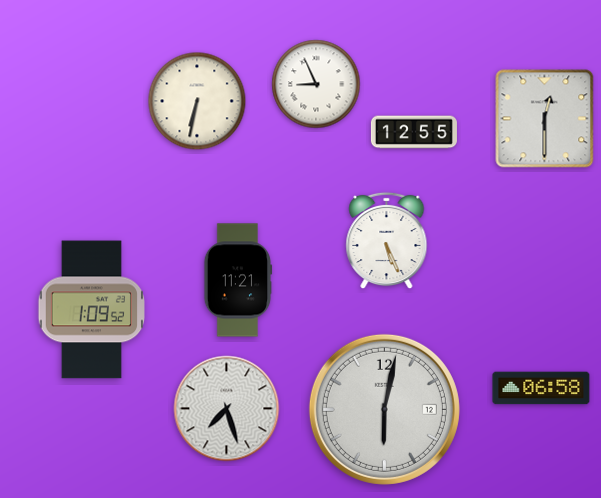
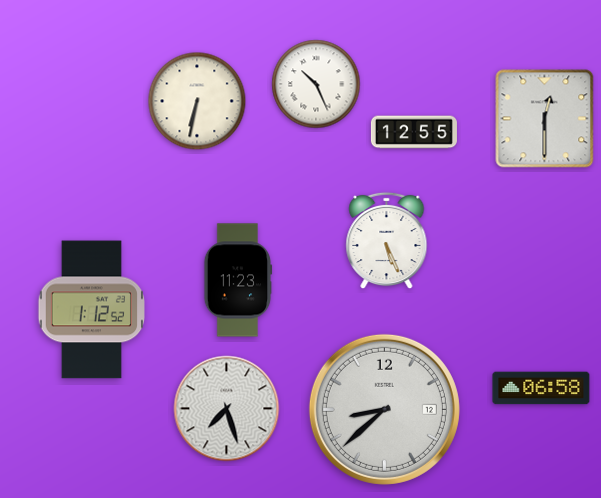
clock at (316, 84): 8:56 -> 10:26
clock at (238, 280): 11:21 -> 11:23
clock at (91, 310): 1:09 -> 1:12
clock at (384, 409): 6:02 -> 8:38
